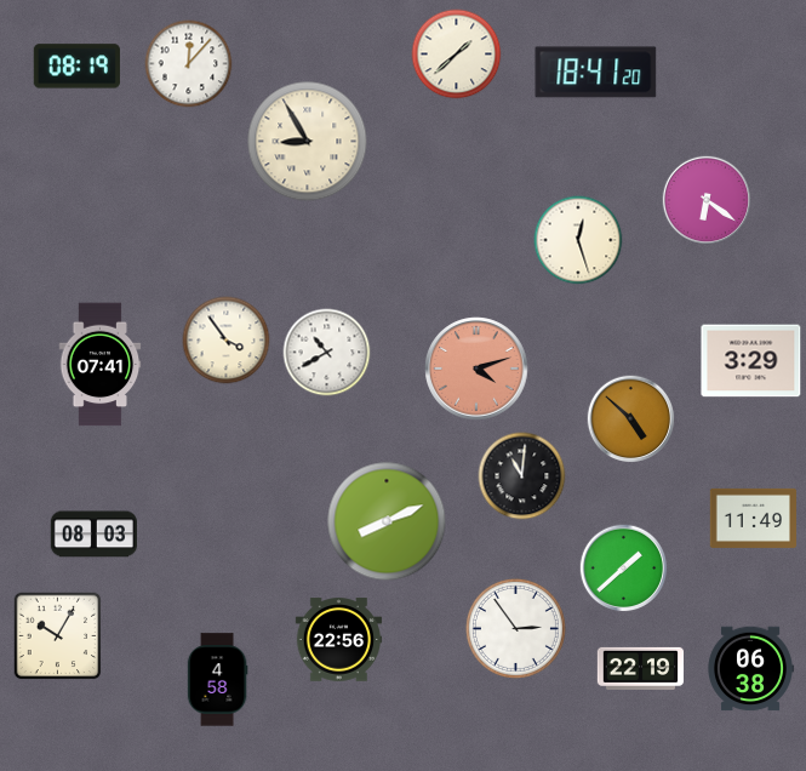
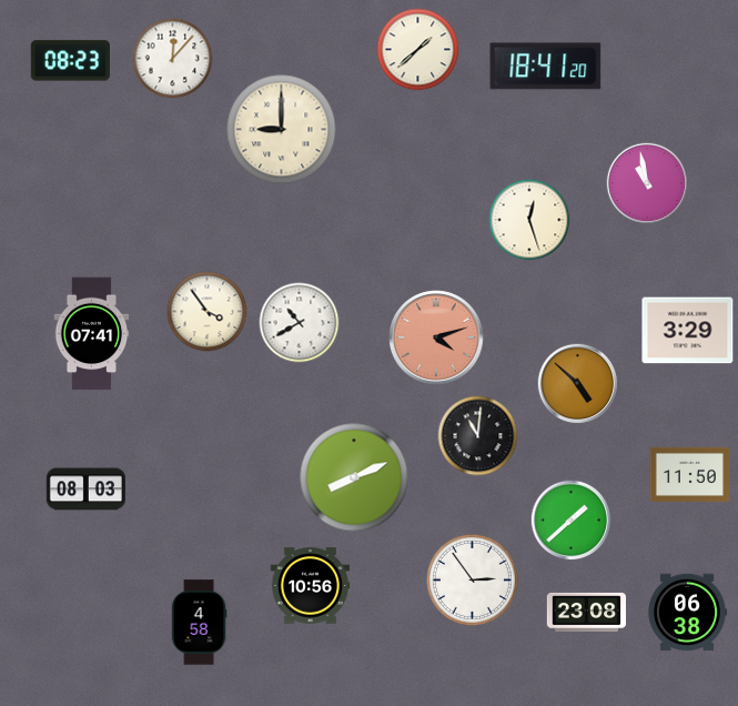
clock at (76, 67): 08:19 -> 08:23
clock at (308, 142): 8:55 -> 9:00
clock at (705, 199): 6:21 -> 10:58
clock at (753, 518): 11:49 -> 11:50
clock at (515, 628) position: (515, 628) -> (472, 579)
clock at (58, 636): 10:05 -> none
clock at (339, 640): 22:56 -> 10:56
clock at (640, 668): 22:19 -> 23:08
